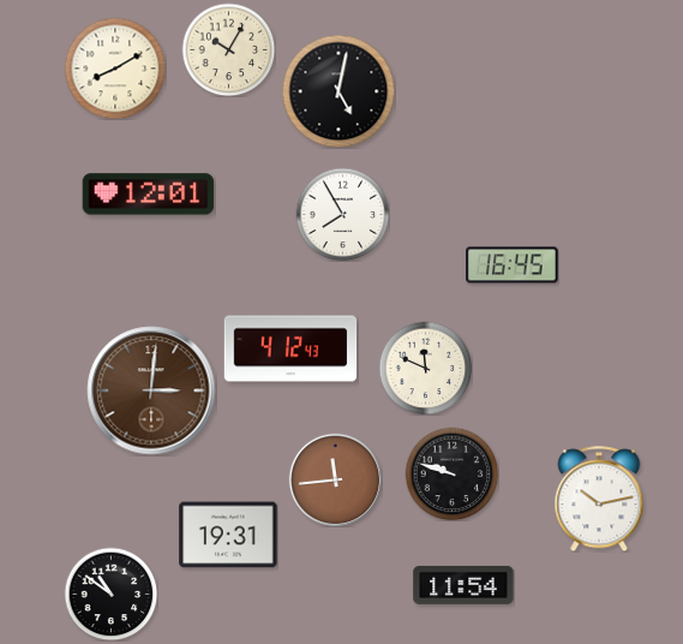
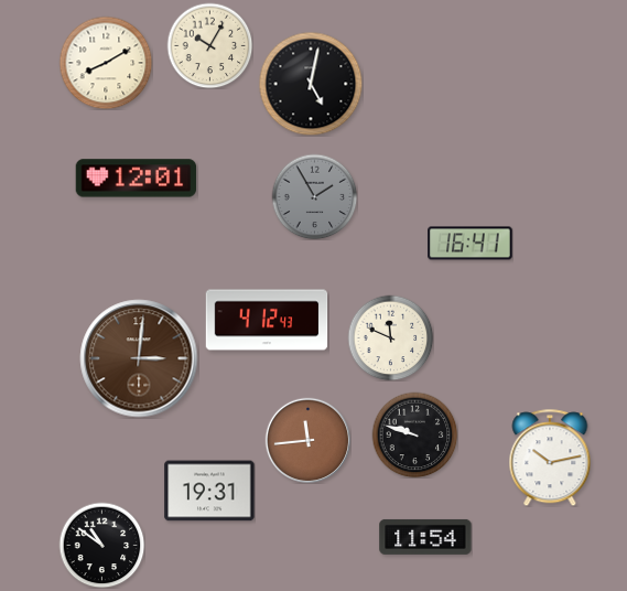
clock at (342, 214): 7:55 -> 1:55
clock at (342, 214) dial: white -> grey
clock at (513, 266): 16:45 -> 16:41
